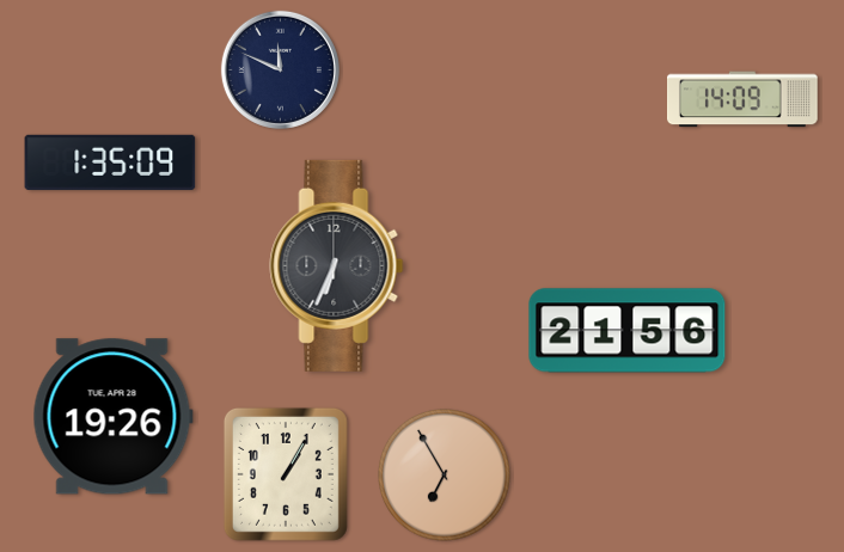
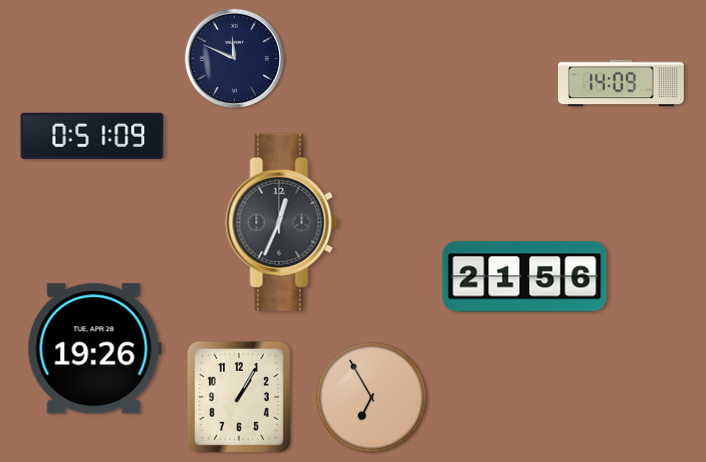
clock at (110, 162): 1:35 -> 0:51
clock at (337, 265): 6:34 -> 12:34
